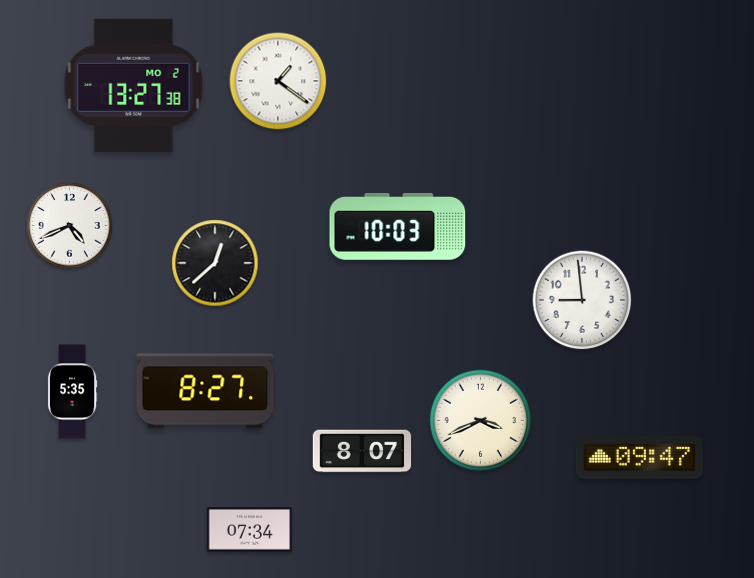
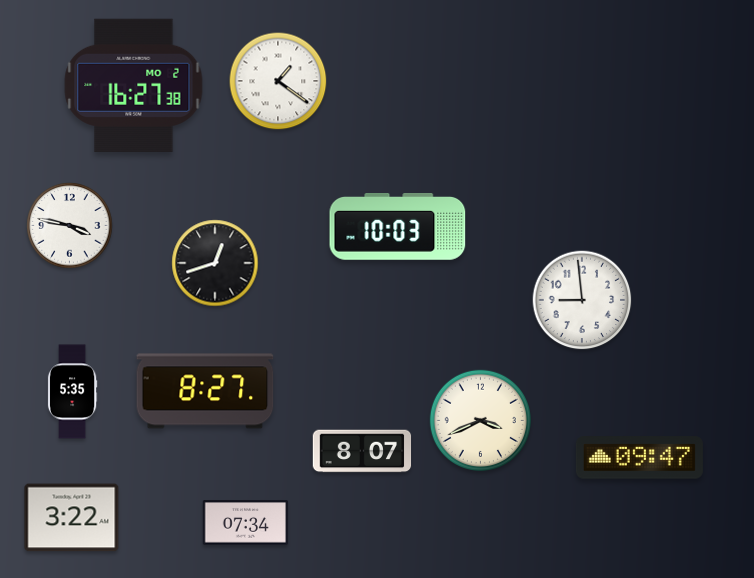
clock at (134, 85): 13:27 -> 16:27
clock at (70, 226): 4:41 -> 3:47
clock at (215, 263): 12:38 -> 12:42
clock at (72, 518): none -> 3:22
clock at (250, 530) position: (250, 530) -> (246, 523)
